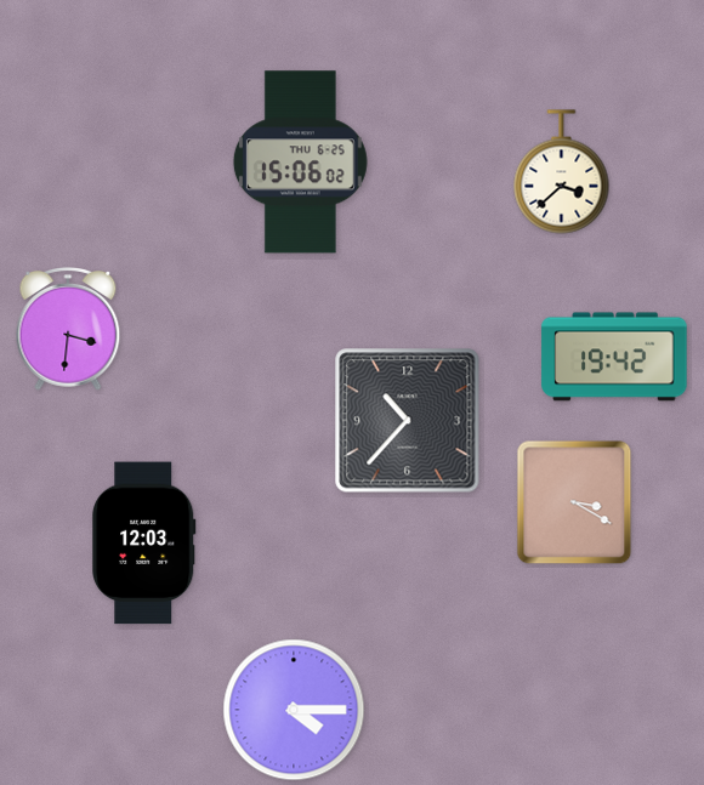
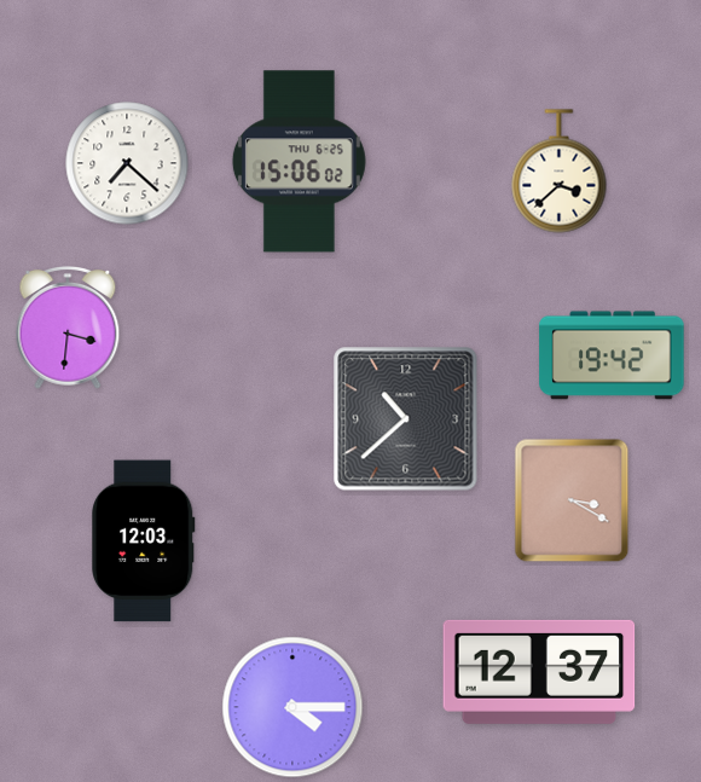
clock at (127, 163): none -> 7:22
clock at (408, 421): 10:37 -> 10:38
clock at (539, 672): none -> 12:37
